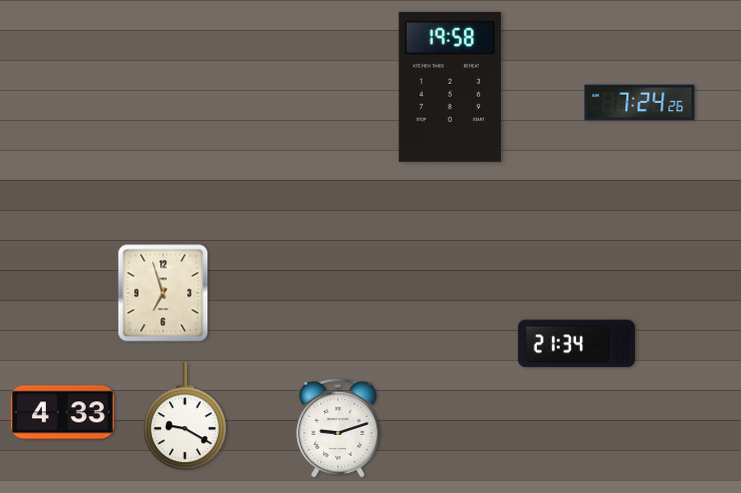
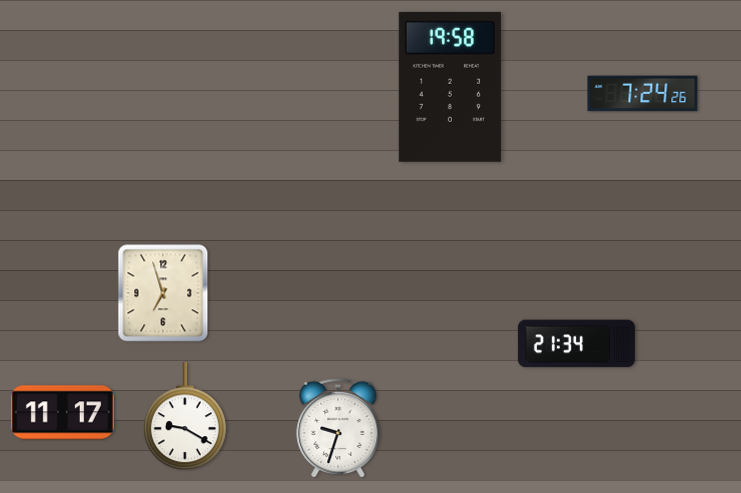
clock at (640, 103) position: (640, 103) -> (643, 94)
clock at (62, 413): 4:33 -> 11:17
clock at (338, 428): 9:12 -> 9:33
